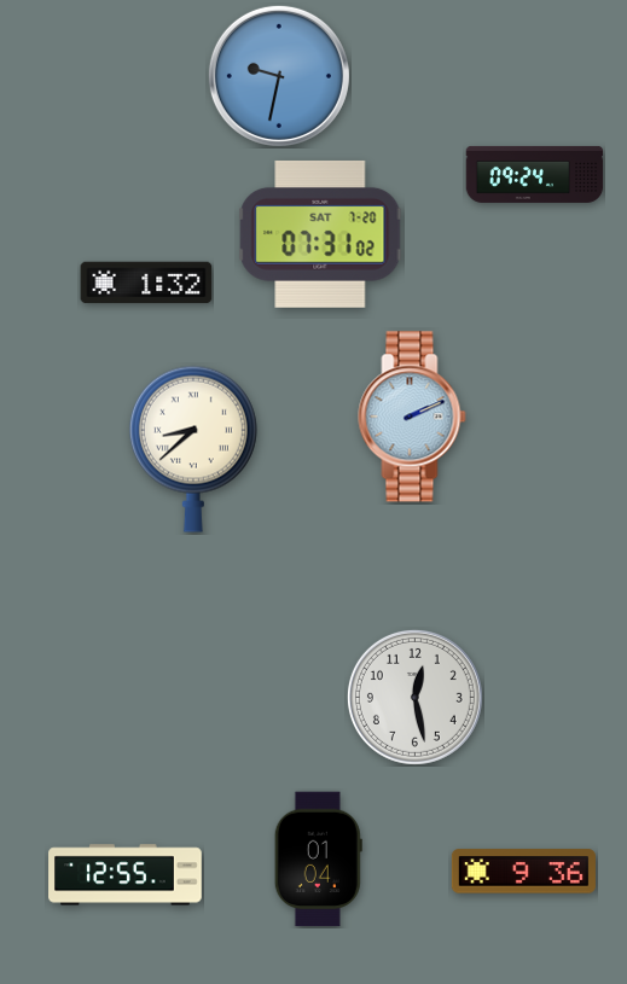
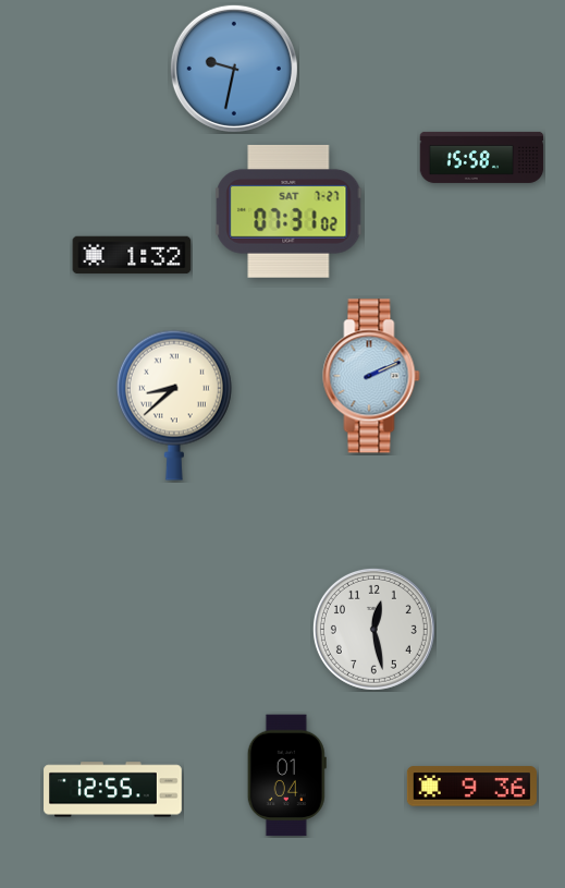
clock at (279, 76) position: (279, 76) -> (234, 69)
clock at (535, 174): 09:24 -> 15:58
clock at (320, 234) date: SAT 7-20 -> SAT 7-27
